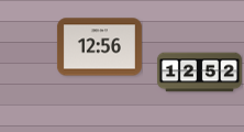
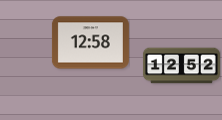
clock at (99, 47): 12:56 -> 12:58
